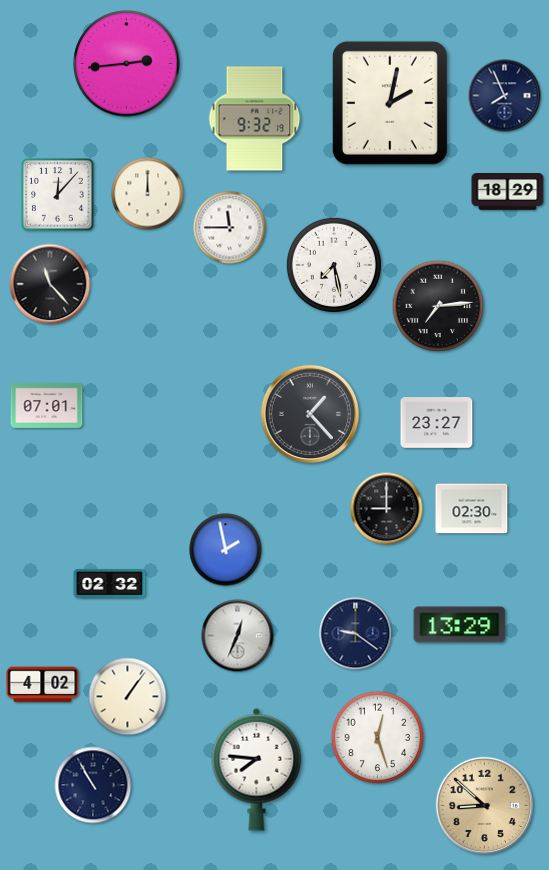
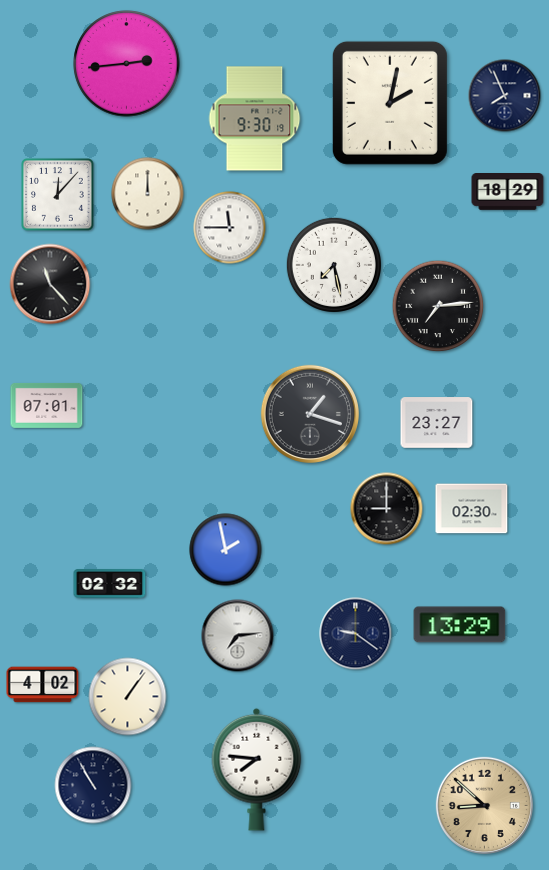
clock at (255, 119): 9:32 -> 9:30
clock at (310, 414): 1:23 -> 1:18
clock at (238, 636): 12:34 -> 7:14
clock at (378, 738): 12:27 -> none
